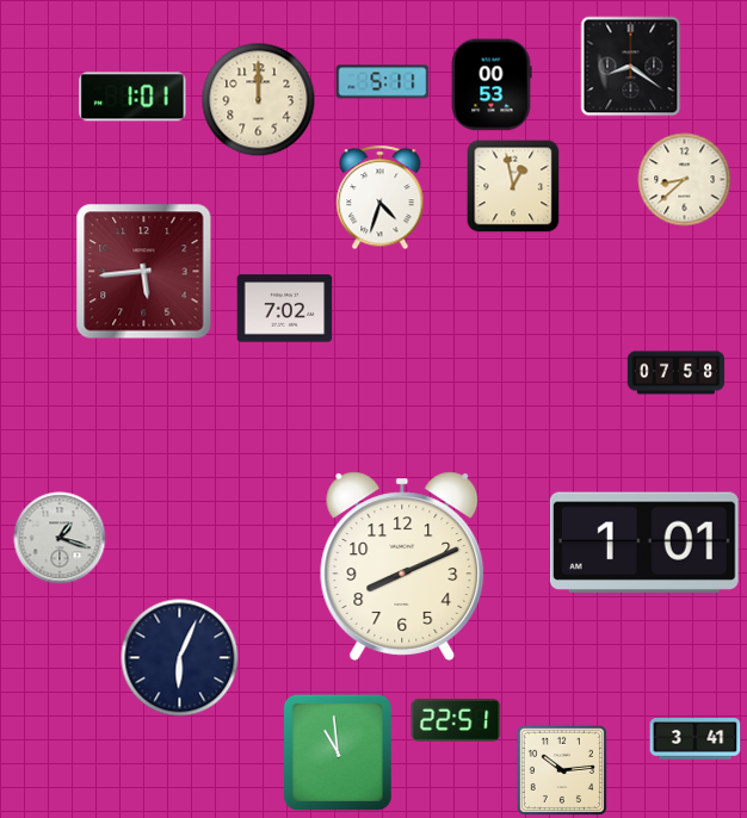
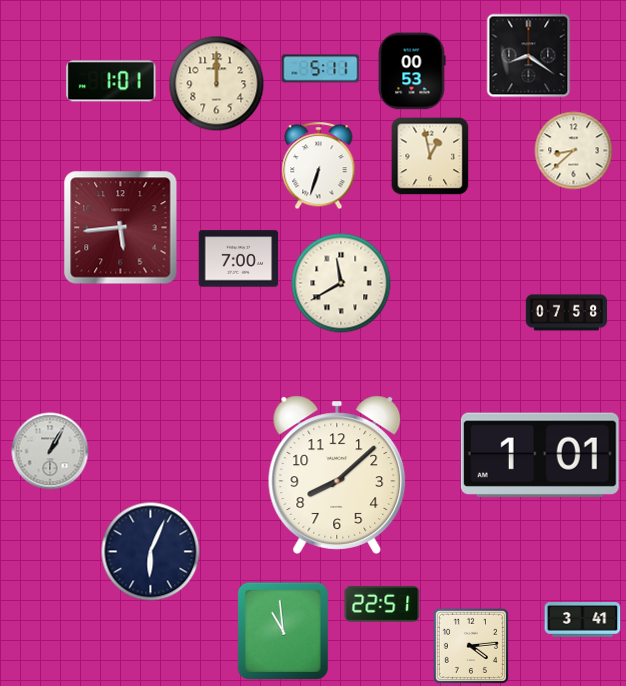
clock at (381, 198): 4:33 -> 6:33
clock at (285, 309): 7:02 -> 7:00
clock at (341, 283): none -> 11:40
clock at (60, 538): 1:18 -> 1:05
clock at (402, 566): 8:11 -> 8:08
clock at (562, 770): 10:14 -> 4:14
